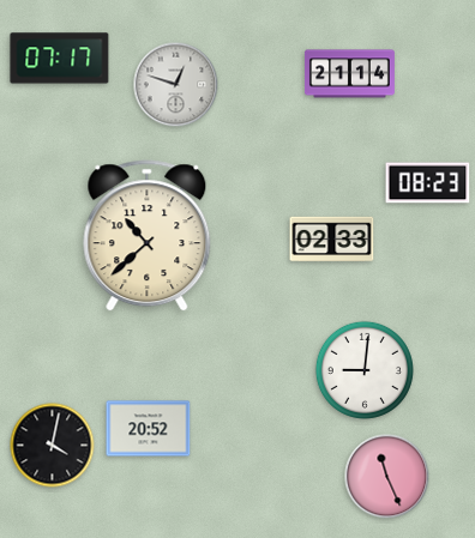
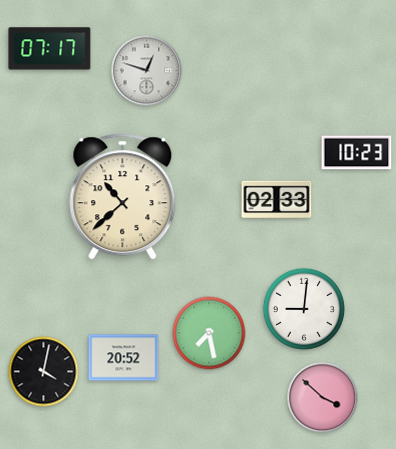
clock at (349, 74): 21:14 -> none
clock at (428, 183): 08:23 -> 10:23
clock at (209, 333): none -> 7:28
clock at (387, 477): 11:26 -> 3:52
